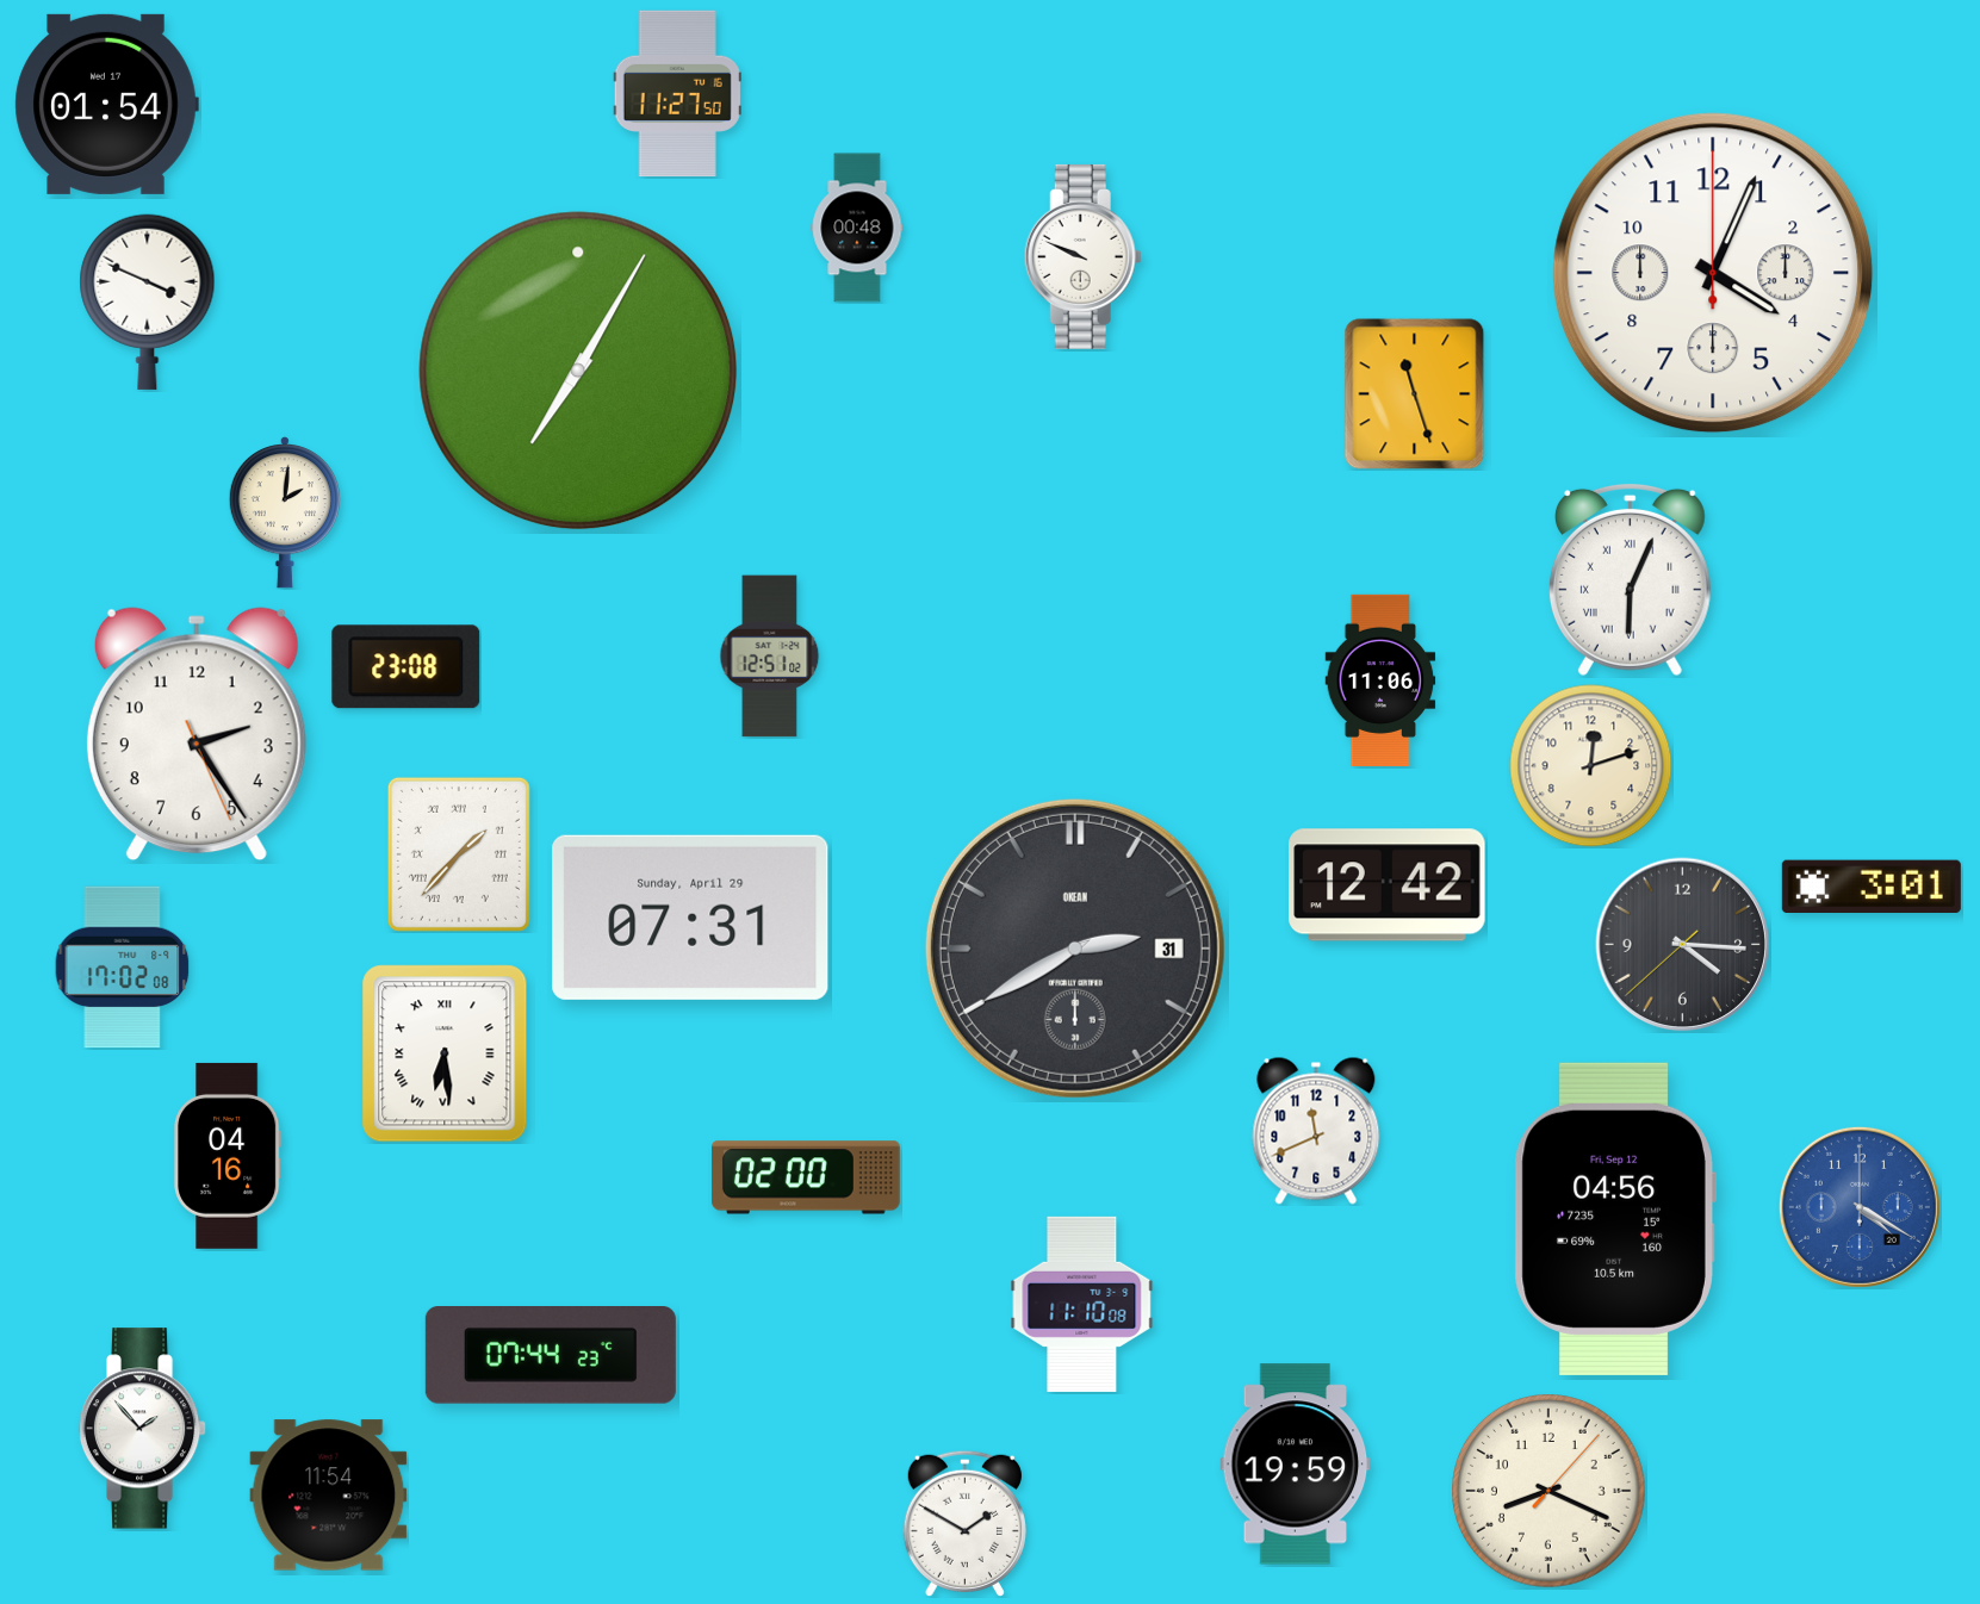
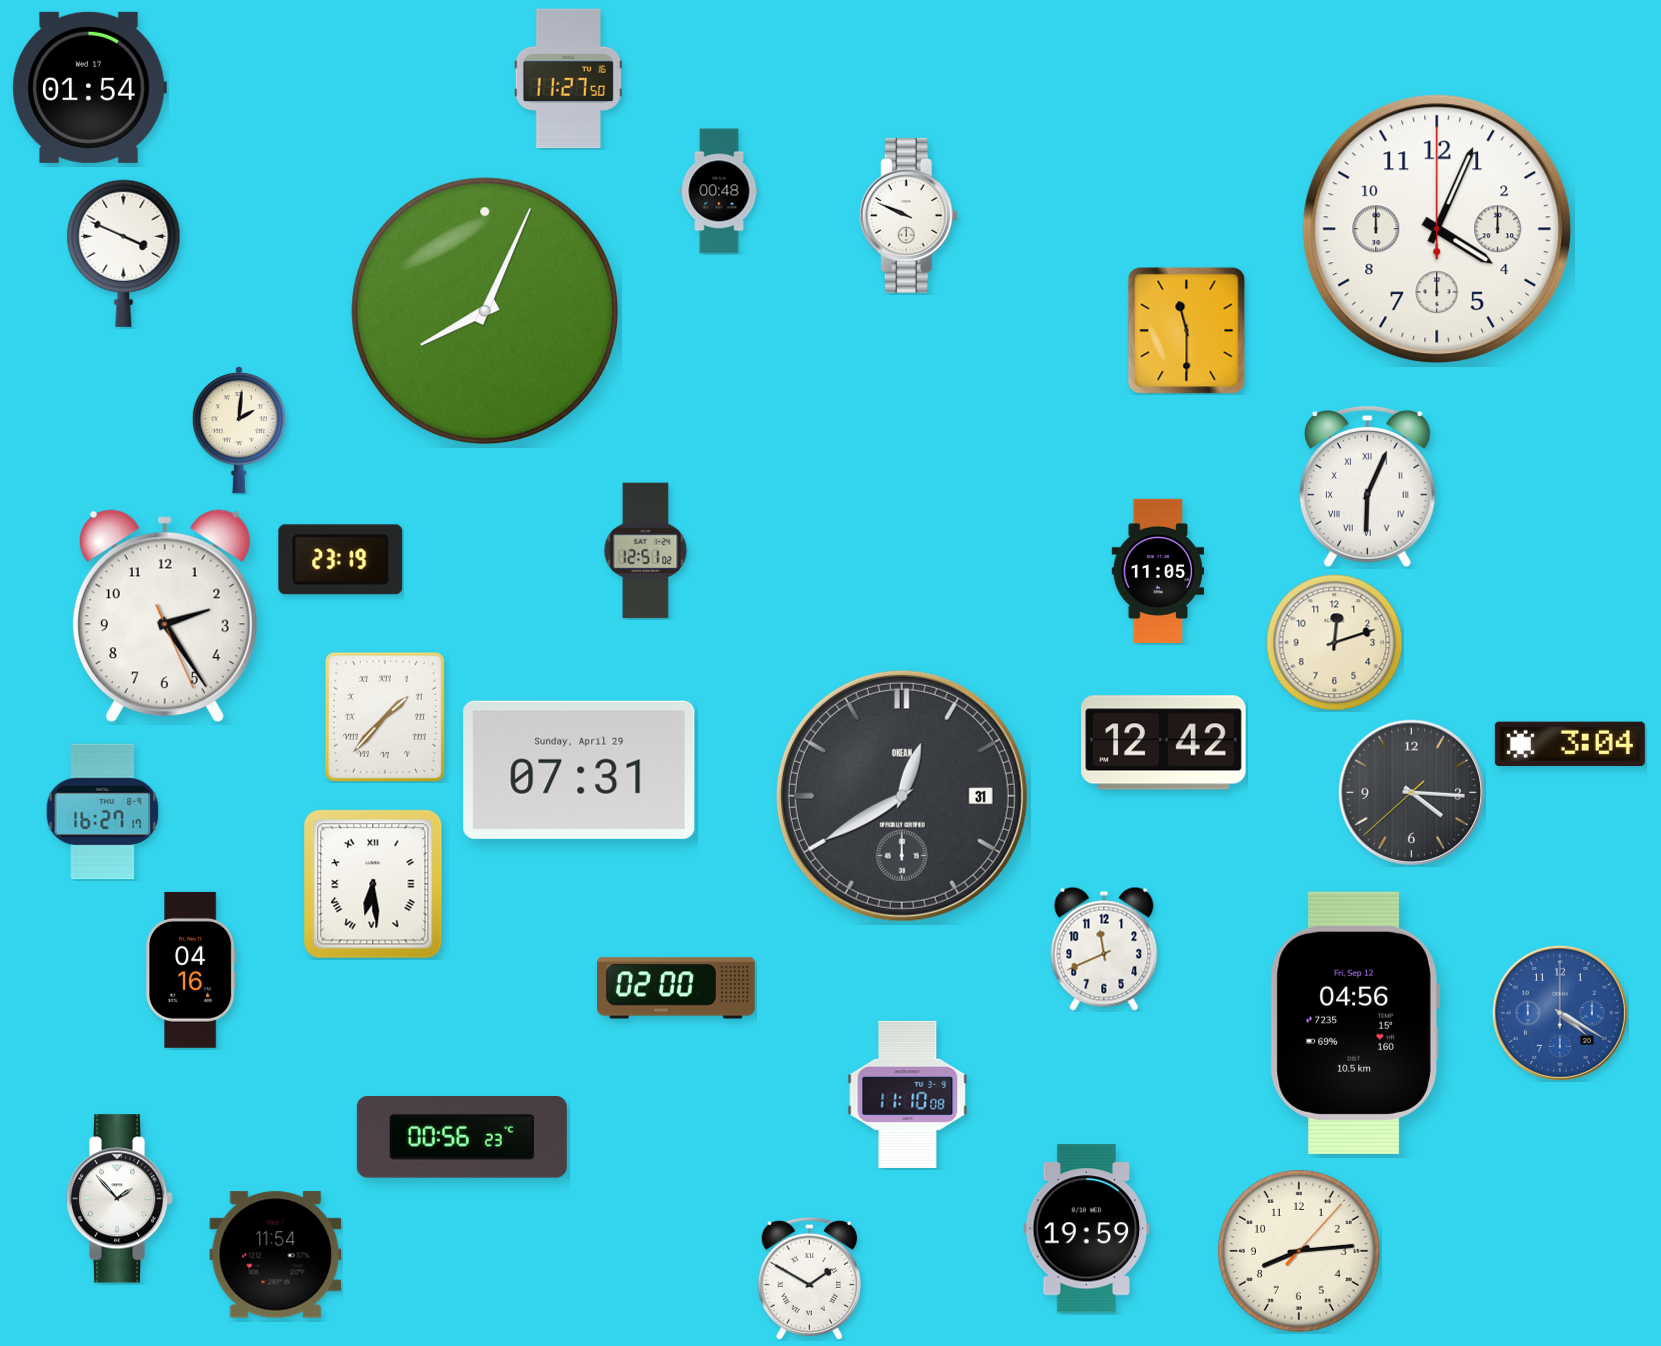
clock at (578, 371): 7:05 -> 8:04
clock at (1415, 394): 11:27 -> 11:30
clock at (406, 667): 23:08 -> 23:19
clock at (1380, 680): 11:06 -> 11:05
clock at (1872, 885): 3:01 -> 3:04
clock at (1075, 949): 2:40 -> 12:40
clock at (123, 968): 17:02 -> 16:27
clock at (551, 1356): 07:44 -> 00:56
clock at (1550, 1492): 8:19 -> 8:14
